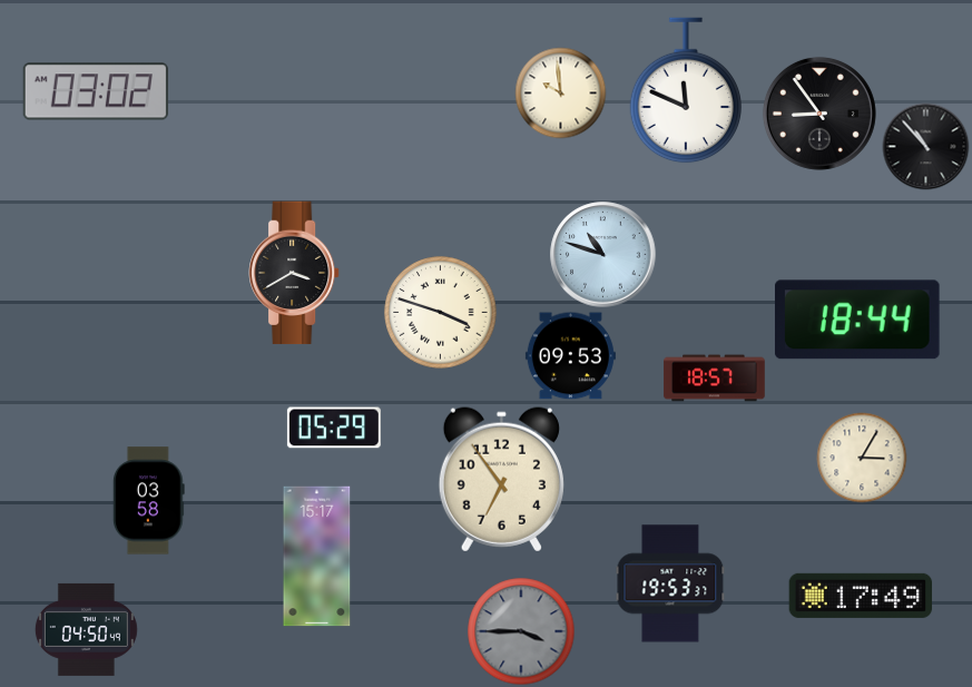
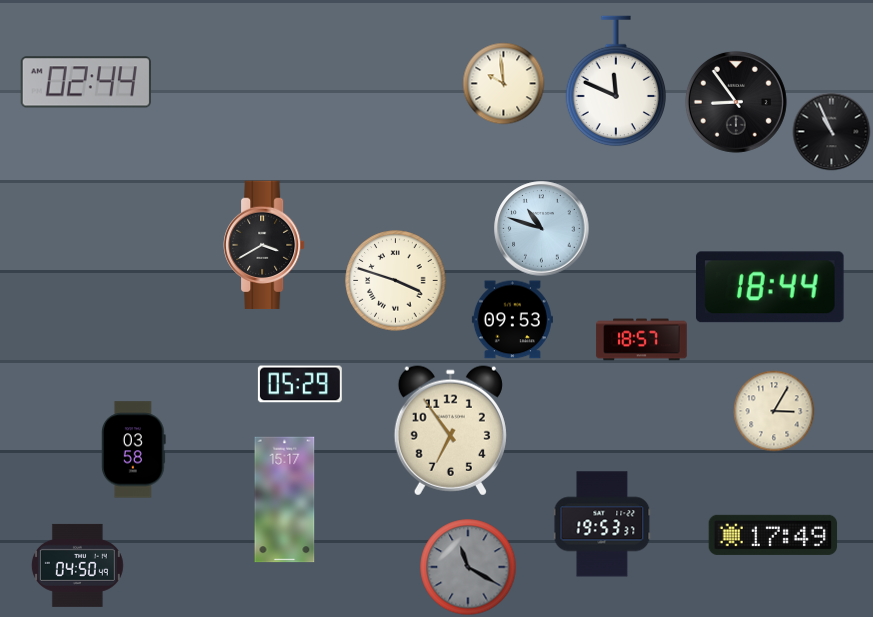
clock at (96, 91): 03:02 -> 02:44
clock at (925, 146): 10:53 -> 10:56
clock at (521, 631): 3:45 -> 11:20
